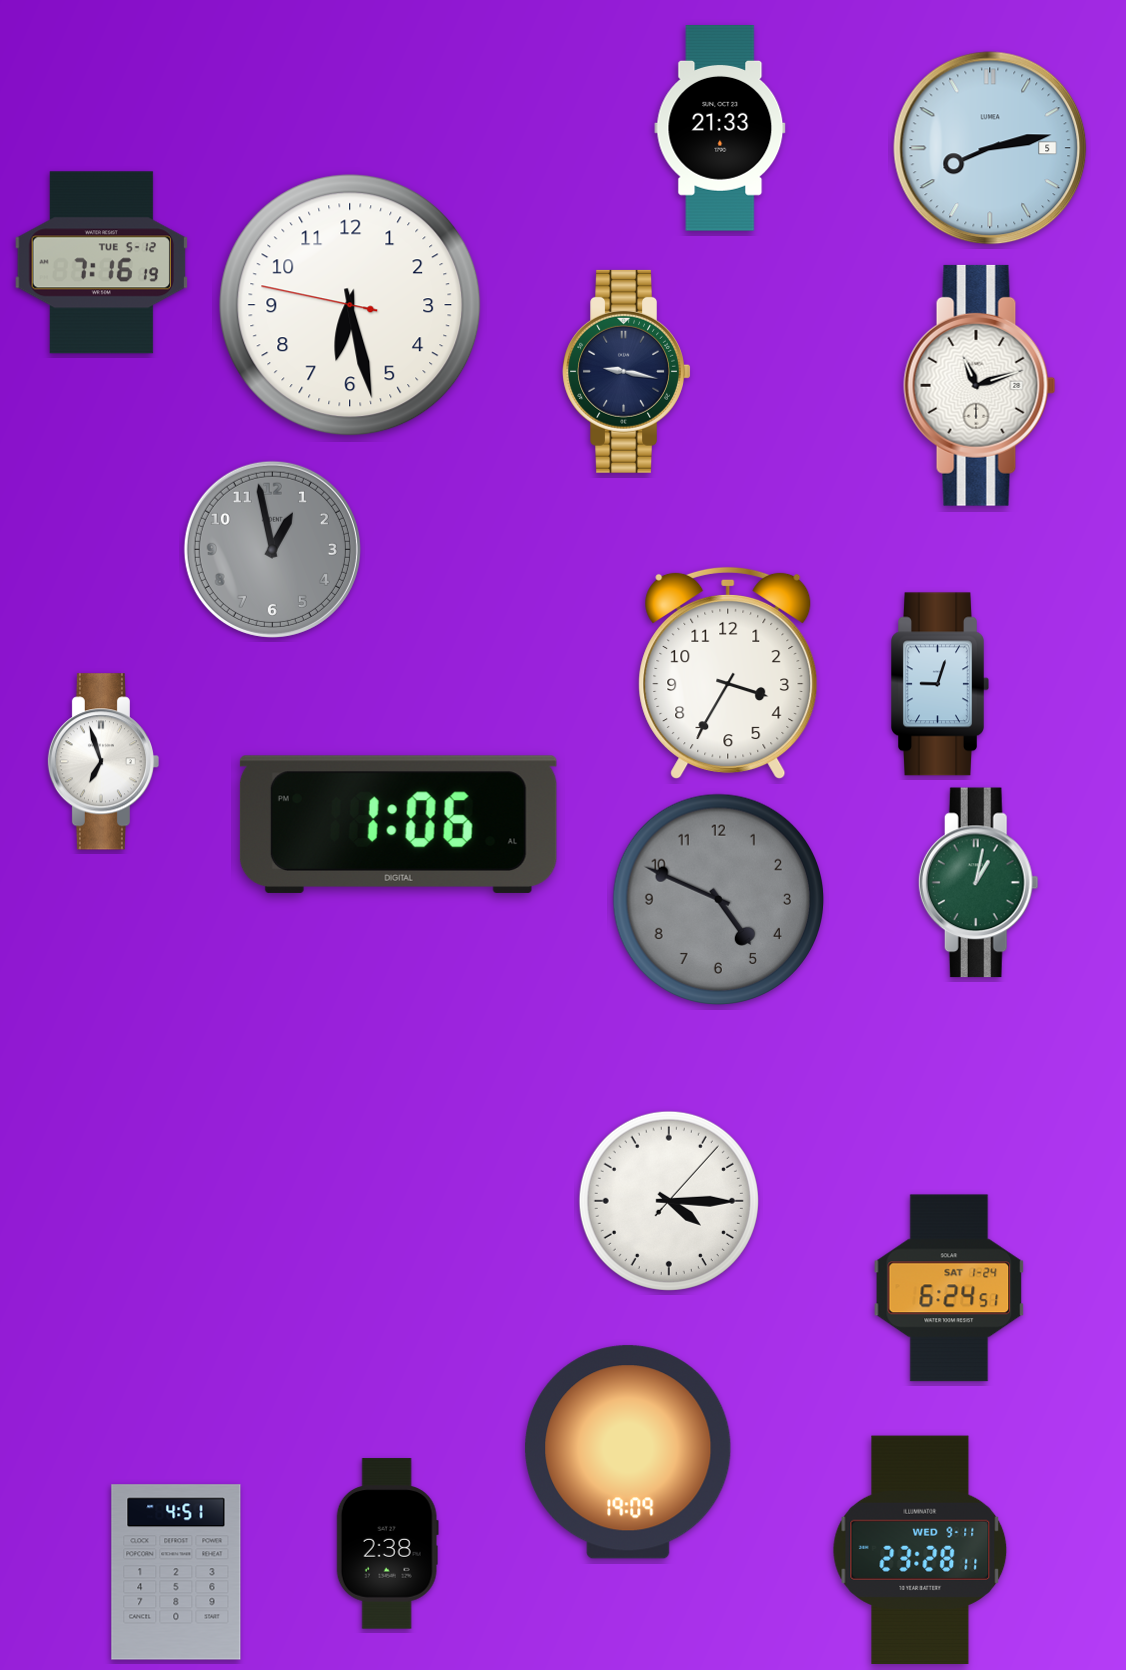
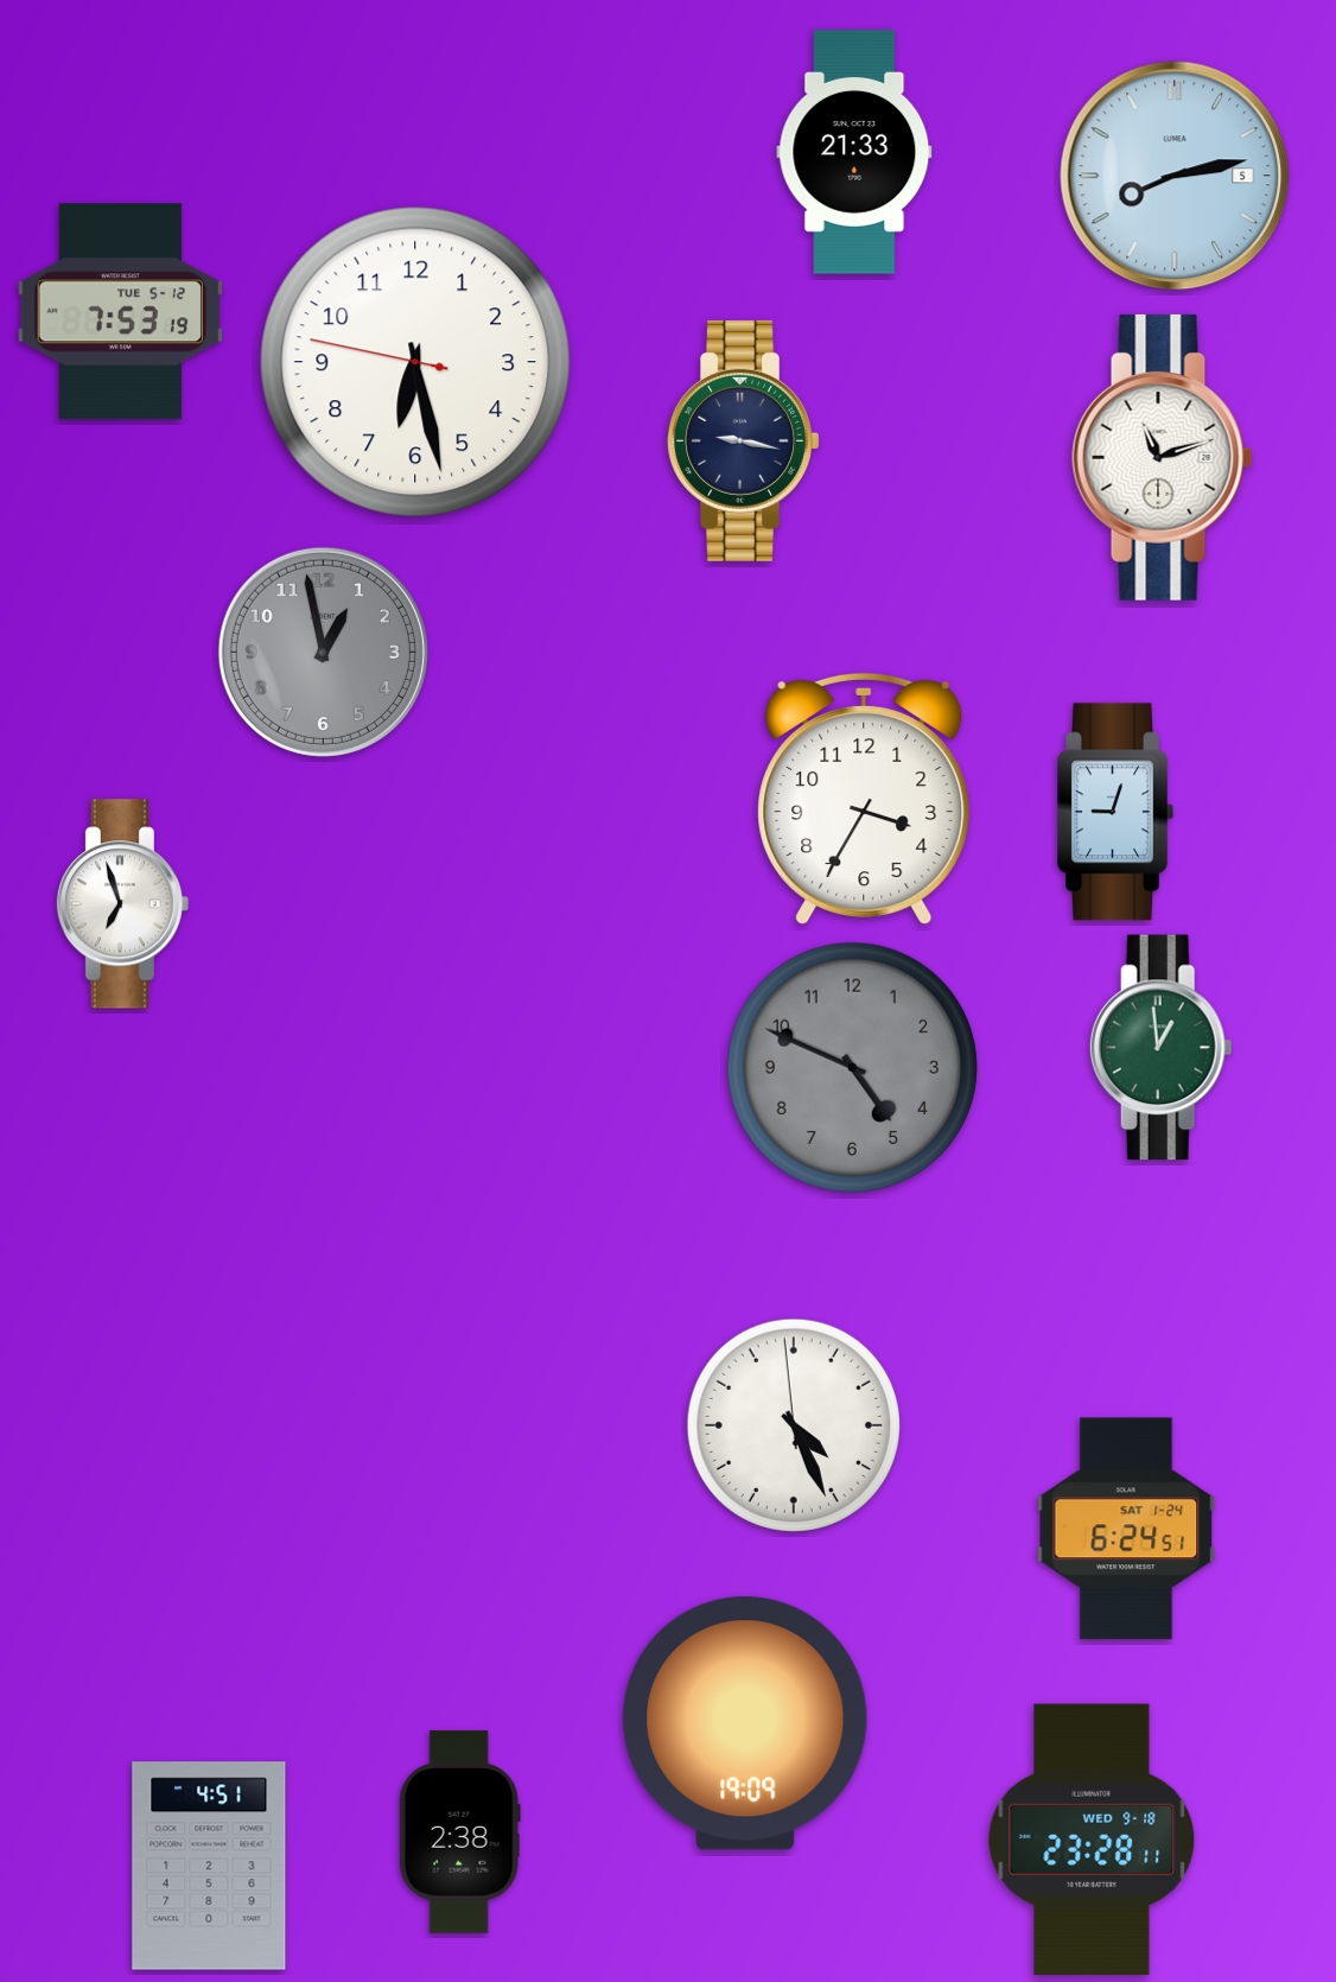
clock at (101, 263): 7:16 -> 7:53
clock at (398, 824): 1:06 -> none
clock at (978, 883): 1:02 -> 12:59
clock at (669, 1201): 4:15 -> 4:25
clock at (920, 1549) date: WED 9-11 -> WED 9-18
